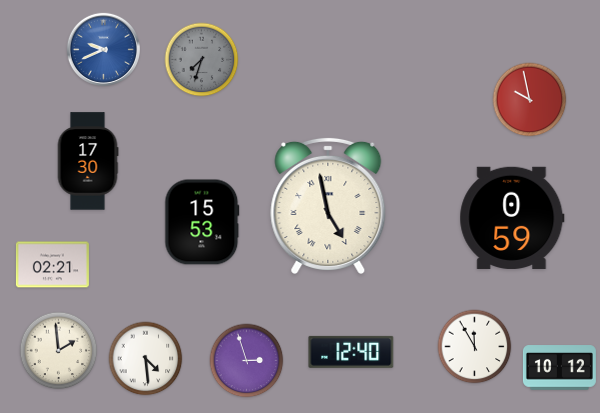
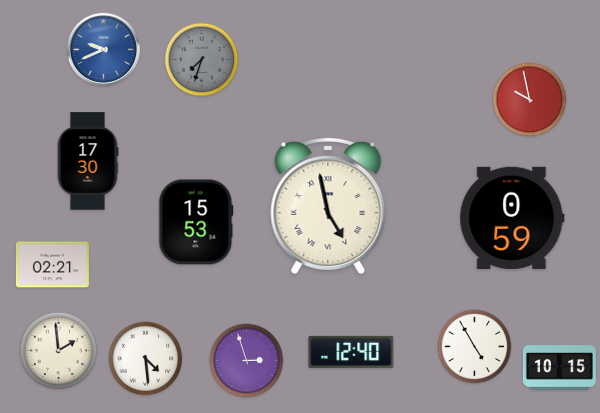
clock at (202, 222) position: (202, 222) -> (196, 222)
clock at (475, 347): 11:55 -> 4:55
clock at (559, 368): 10:12 -> 10:15
